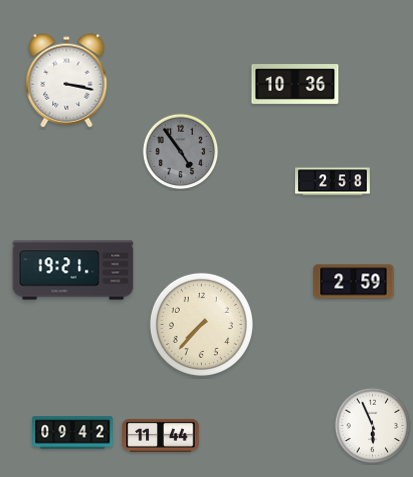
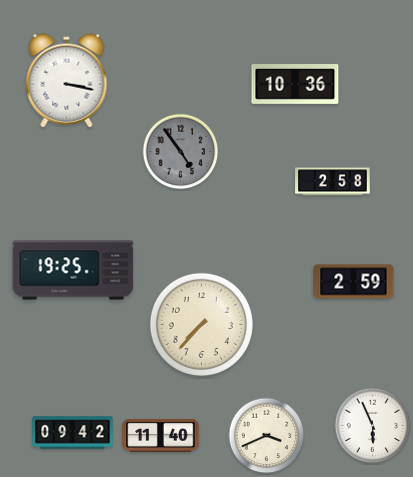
clock at (73, 270): 19:21 -> 19:25
clock at (161, 435): 11:44 -> 11:40
clock at (267, 436): none -> 3:41
